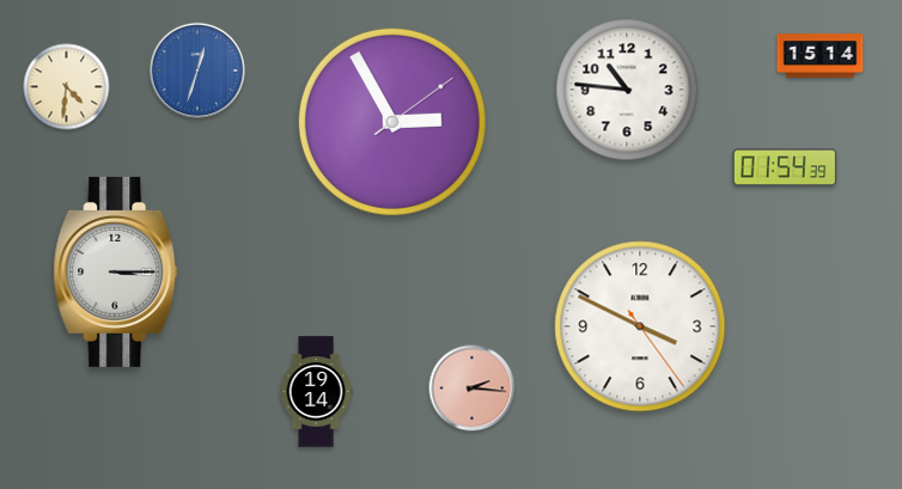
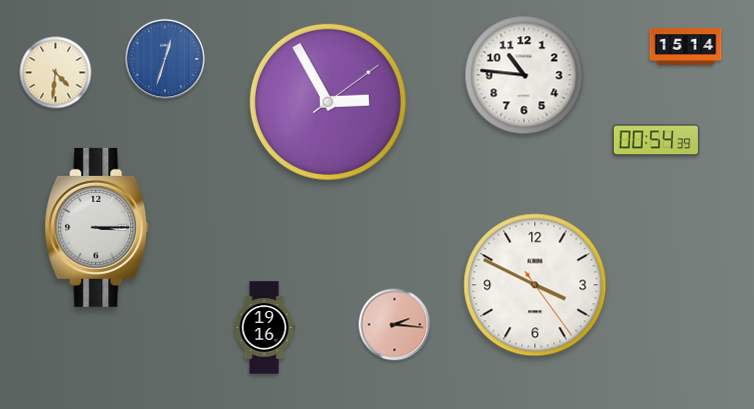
clock at (785, 167): 01:54 -> 00:54
clock at (640, 326) position: (640, 326) -> (535, 285)
clock at (316, 392): 19:14 -> 19:16
